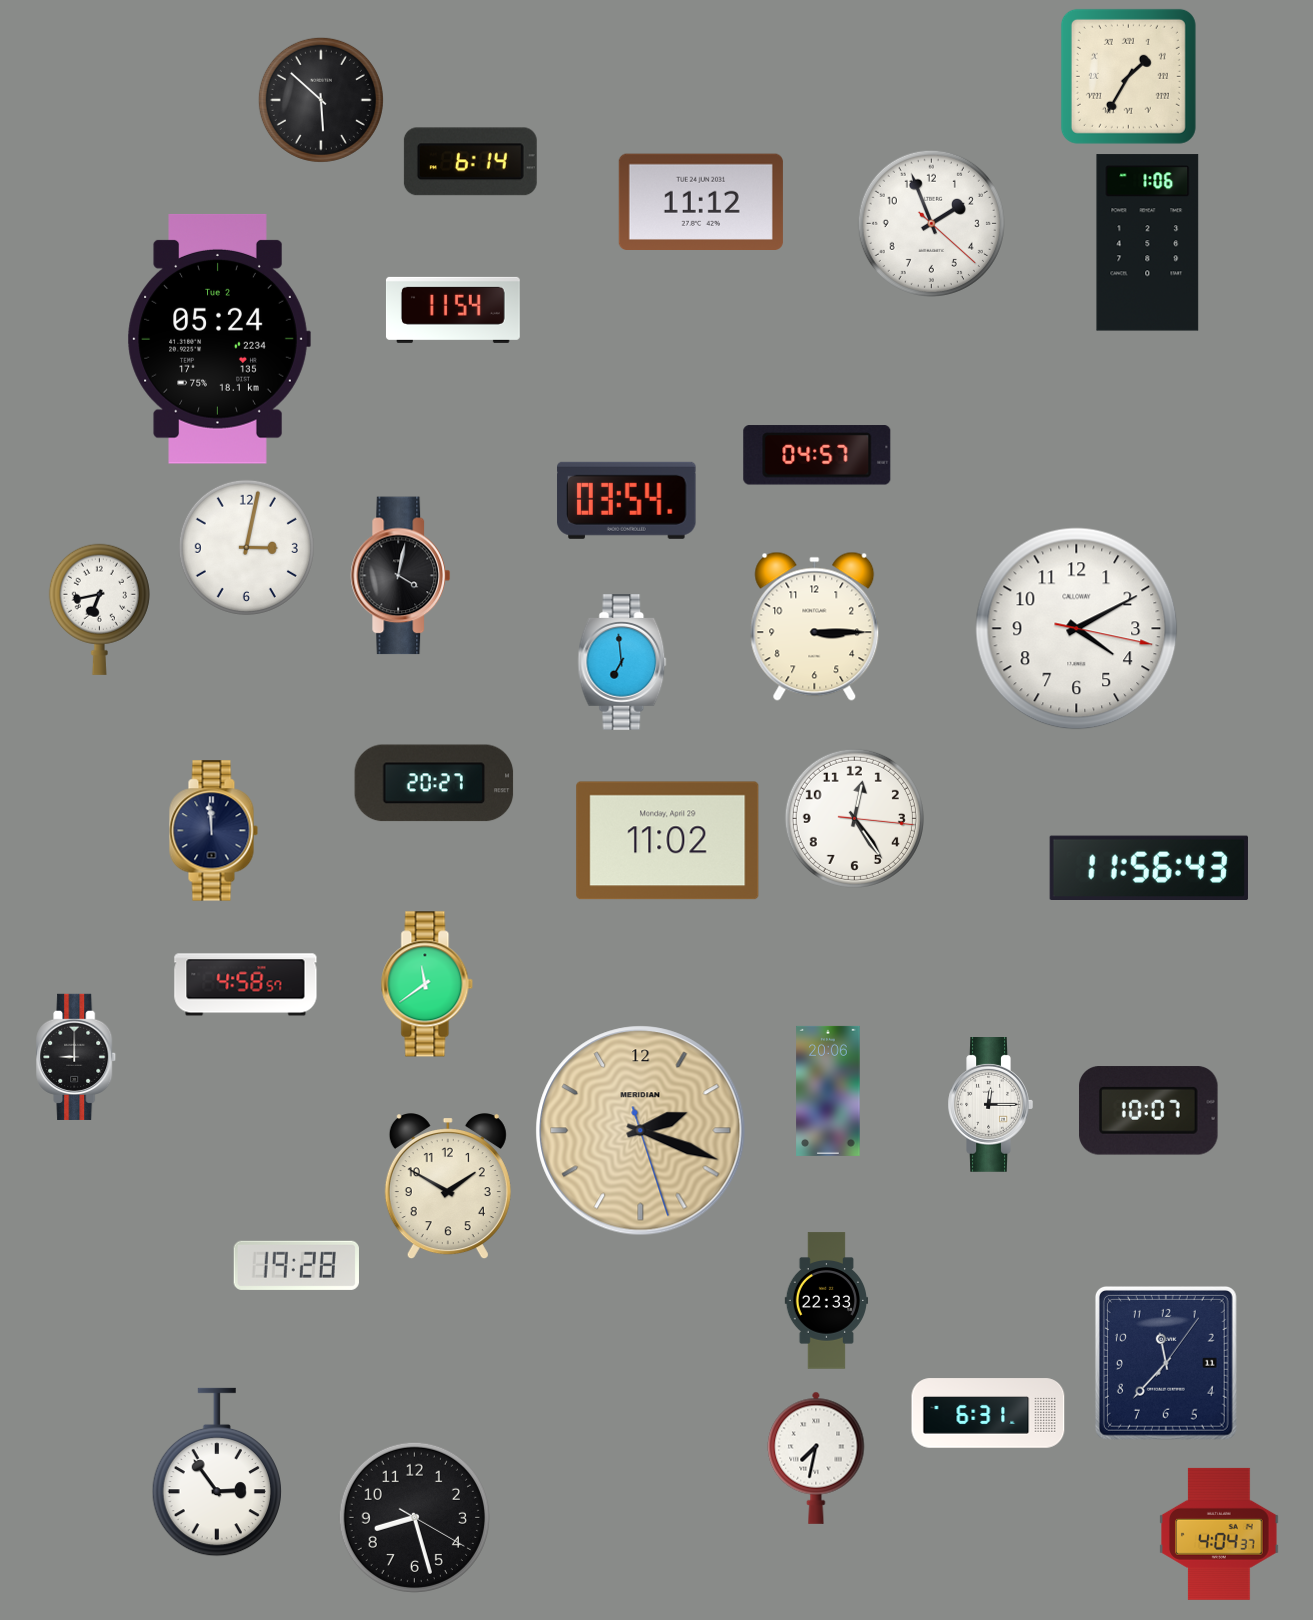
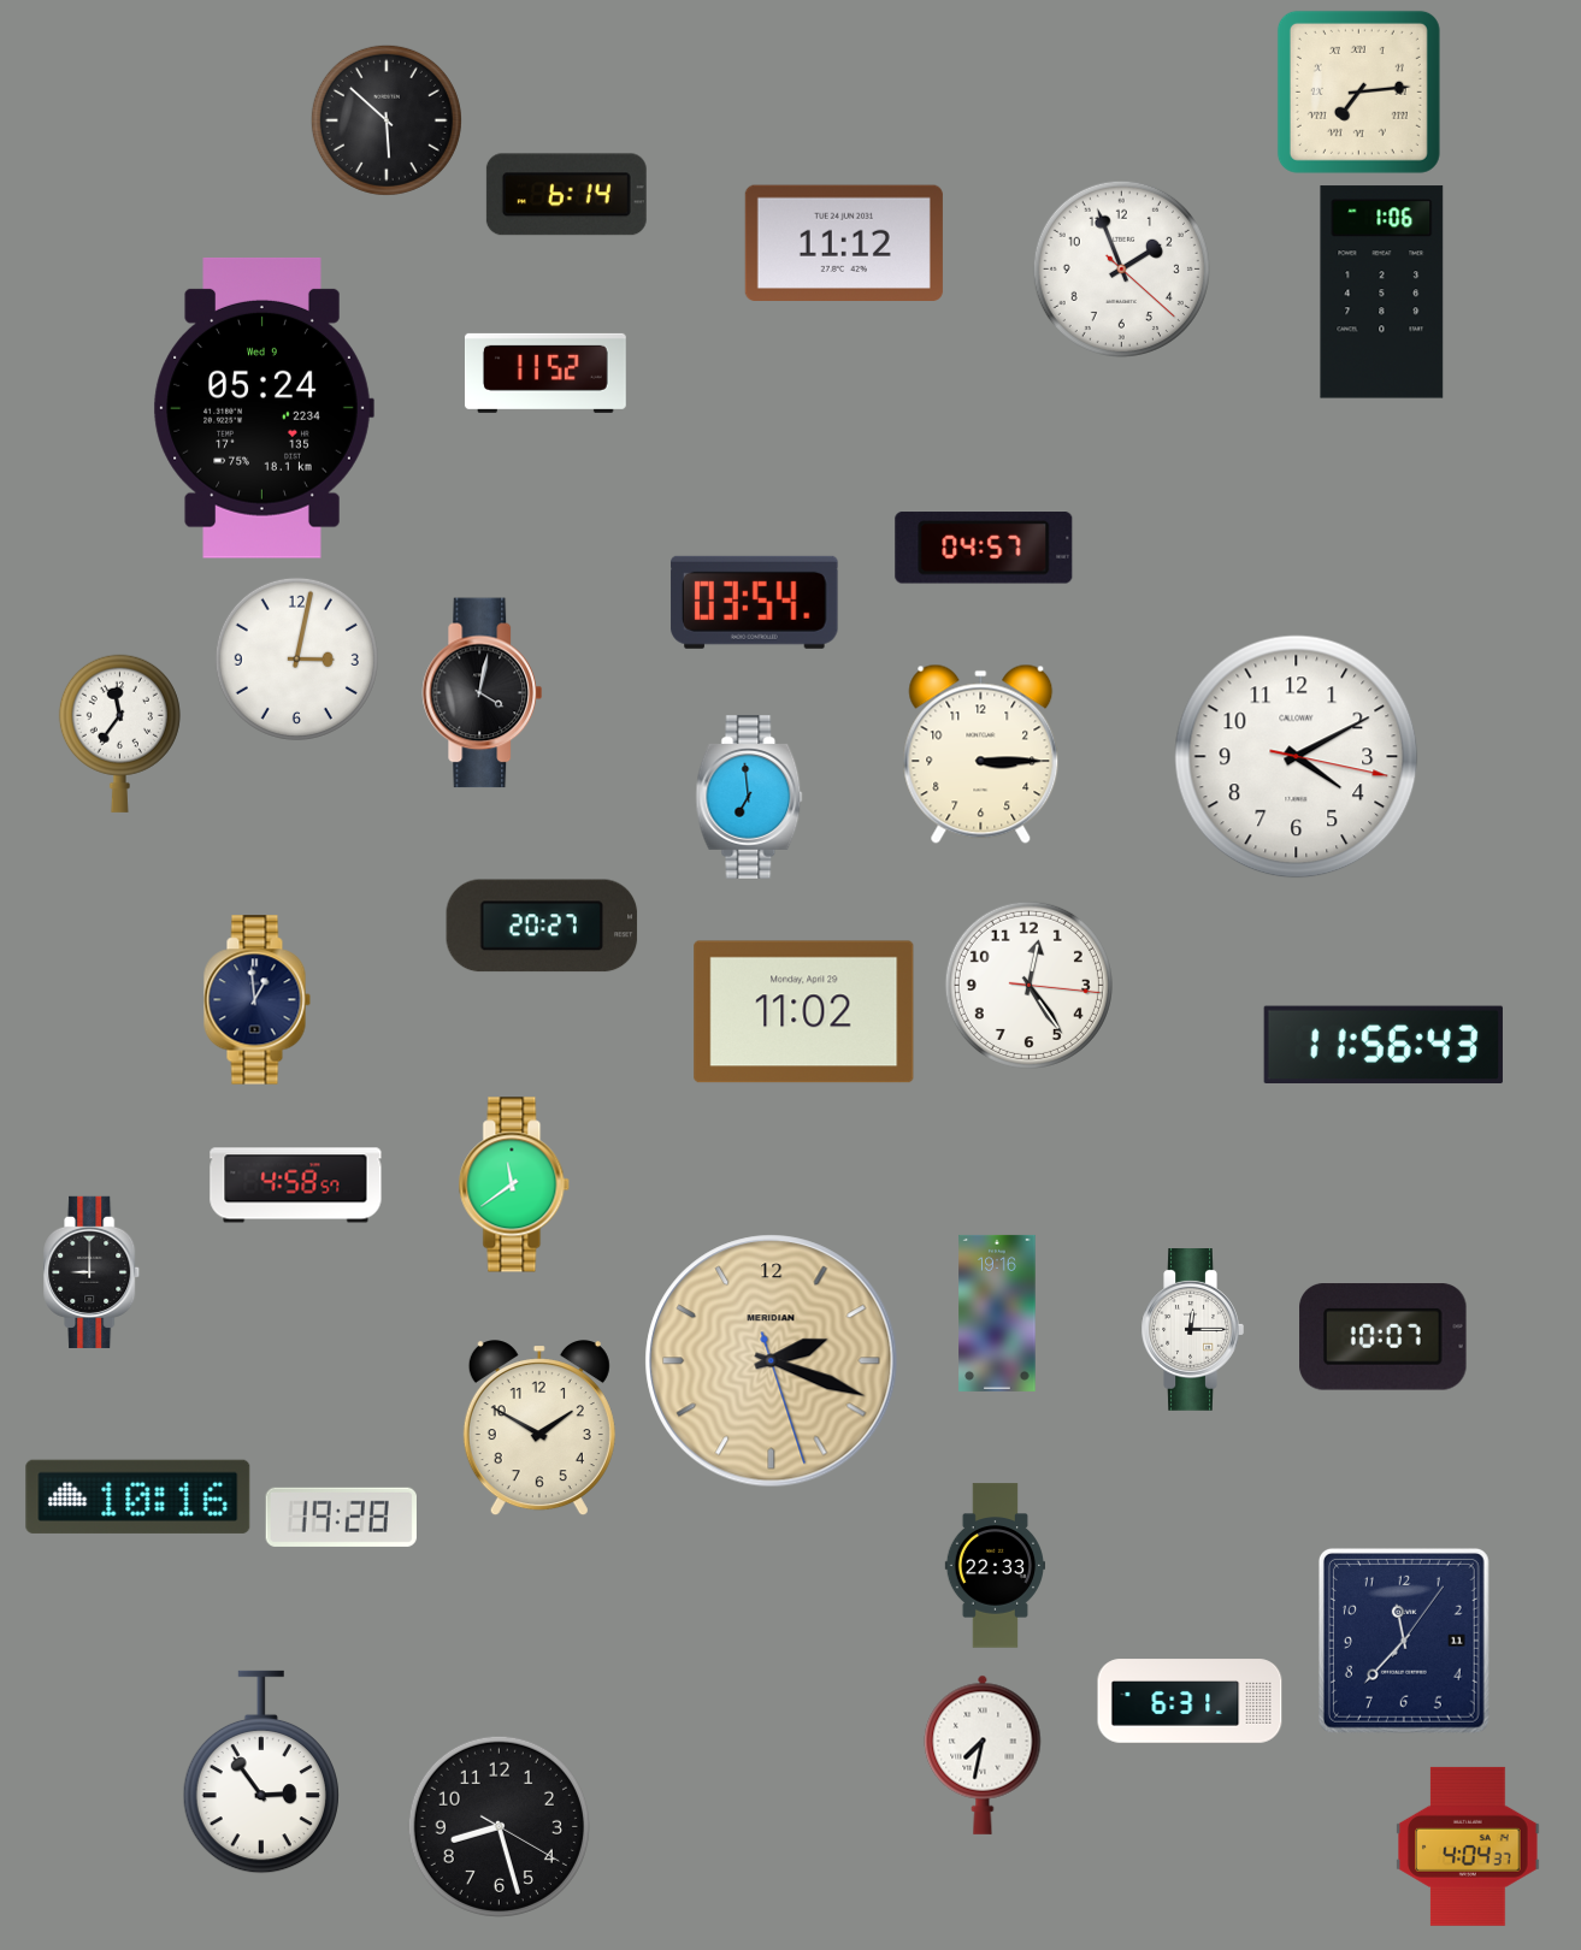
clock at (1128, 76): 1:35 -> 7:14
clock at (453, 310): 11:54 -> 11:52
clock at (219, 339) date: Tue 2 -> Wed 9
clock at (99, 609): 6:43 -> 11:36
clock at (434, 783) position: (434, 783) -> (542, 926)
clock at (213, 831): 11:59 -> 12:59
clock at (828, 1091): 20:06 -> 19:16
clock at (138, 1496): none -> 10:16
clock at (296, 1265) position: (296, 1265) -> (341, 1517)
